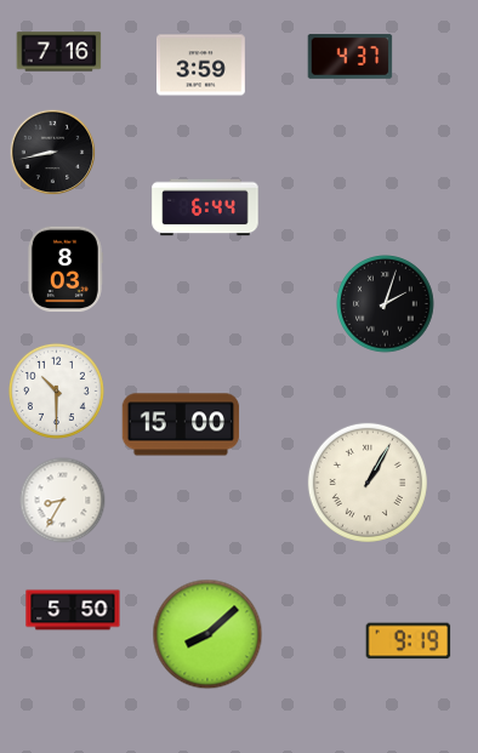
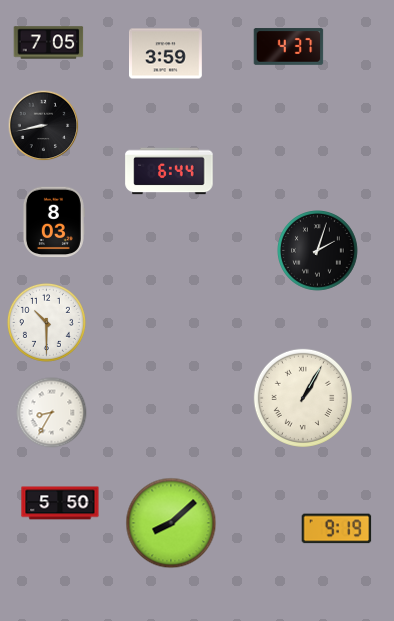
clock at (59, 52): 7:16 -> 7:05
clock at (181, 424): 15:00 -> none
